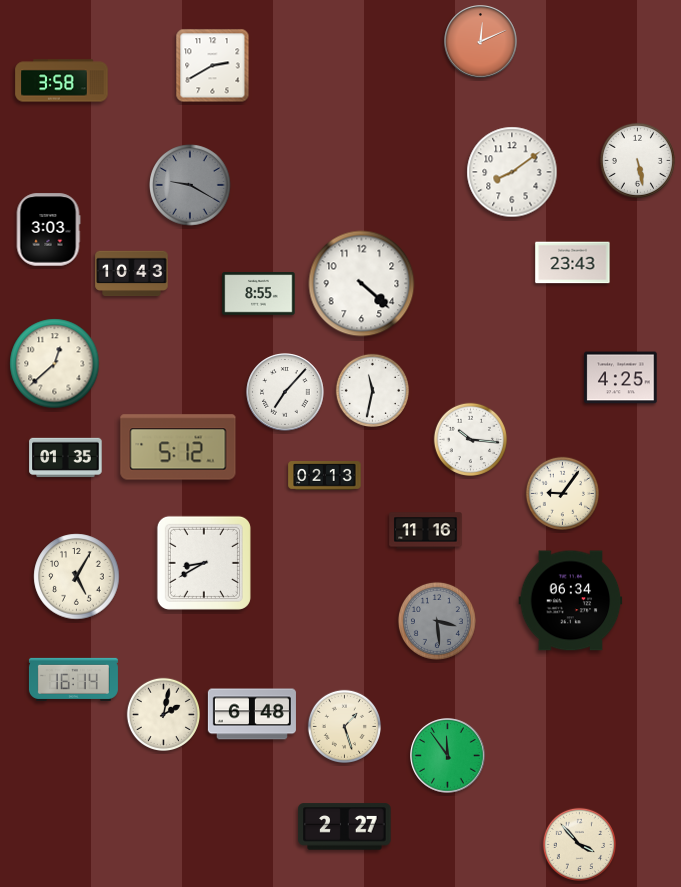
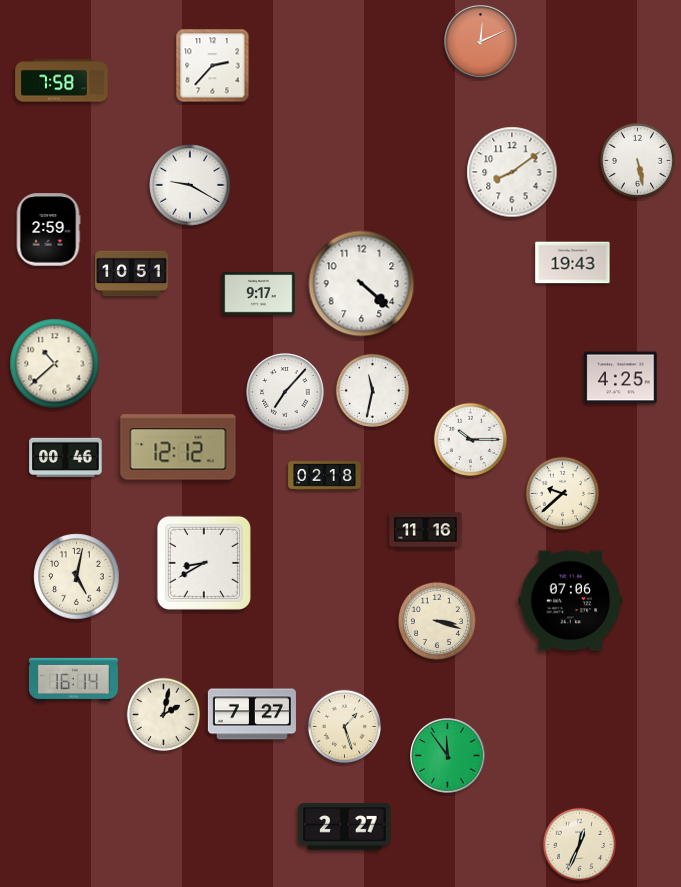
clock at (213, 66): 2:40 -> 2:37
clock at (62, 81): 3:58 -> 7:58
clock at (191, 186) dial: grey -> white
clock at (48, 230): 3:03 -> 2:59
clock at (573, 263): 23:43 -> 19:43
clock at (132, 274): 10:43 -> 10:51
clock at (259, 294): 8:55 -> 9:17
clock at (55, 364): 12:38 -> 10:38
clock at (470, 439): 10:16 -> 10:15
clock at (178, 447): 5:12 -> 12:12
clock at (66, 458): 01:35 -> 00:46
clock at (325, 476): 02:13 -> 02:18
clock at (562, 493): 9:06 -> 9:38
clock at (77, 577): 5:05 -> 5:02
clock at (571, 601): 06:34 -> 07:06
clock at (437, 621): 3:29 -> 3:18
clock at (437, 621) dial: grey -> cream
clock at (252, 714): 6:48 -> 7:27
clock at (579, 844): 3:53 -> 12:34
